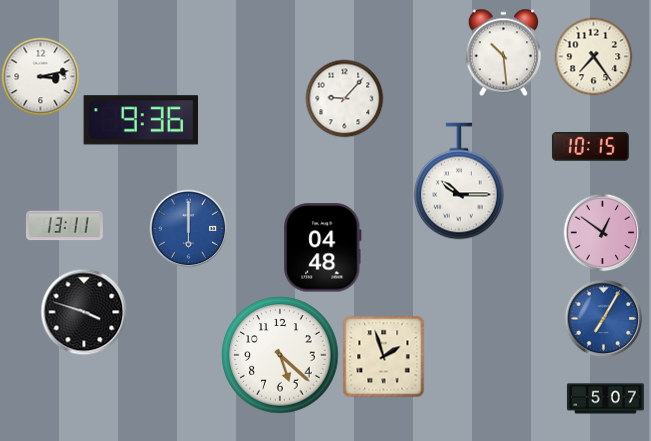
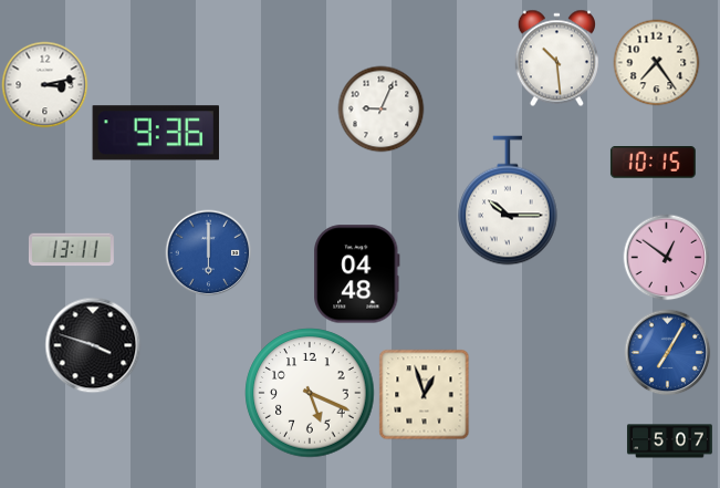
clock at (344, 98): 9:07 -> 9:04
clock at (280, 355): 5:22 -> 5:19
clock at (383, 356): 1:57 -> 12:57
